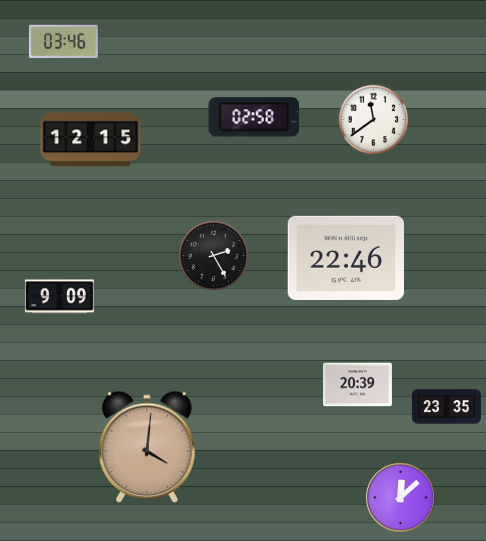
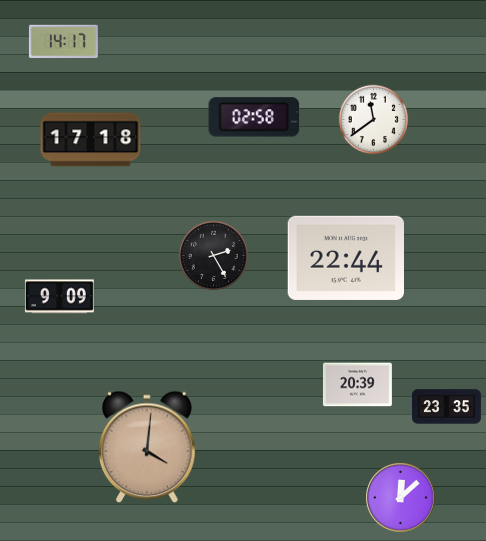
clock at (63, 42): 03:46 -> 14:17
clock at (91, 140): 12:15 -> 17:18
clock at (346, 258): 22:46 -> 22:44
